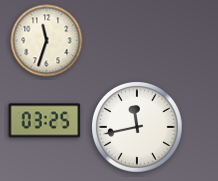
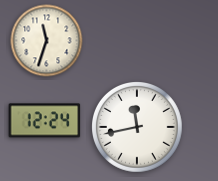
clock at (45, 121): 03:25 -> 12:24
